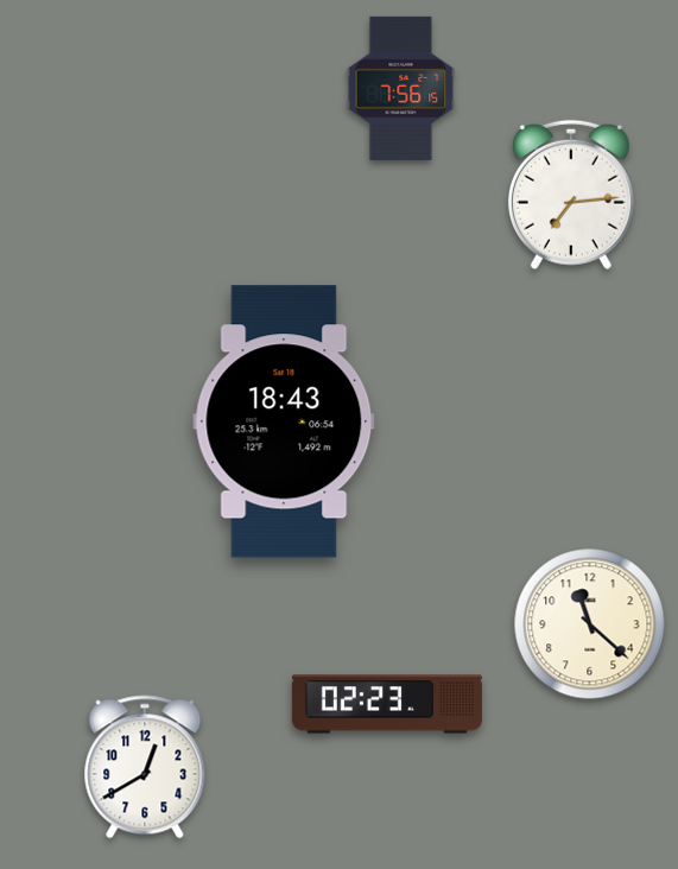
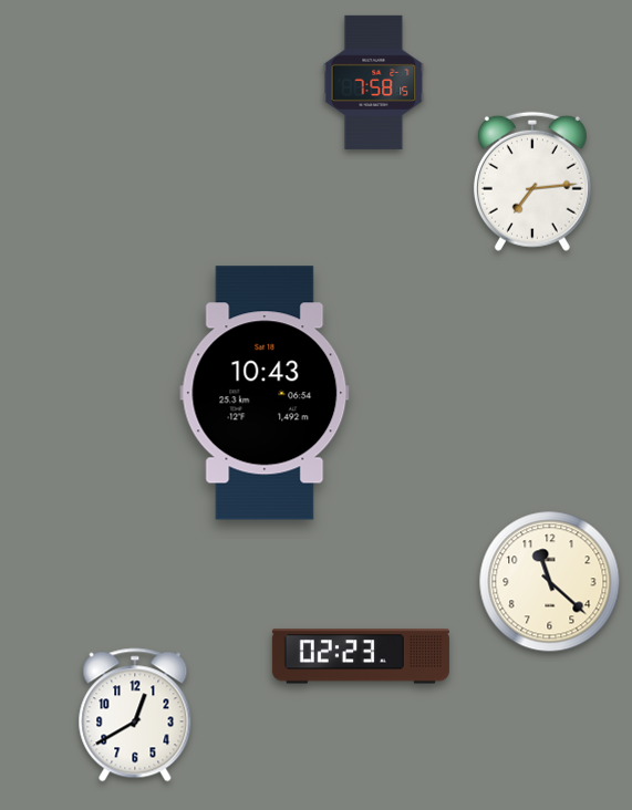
clock at (401, 88): 7:56 -> 7:58
clock at (284, 421): 18:43 -> 10:43
